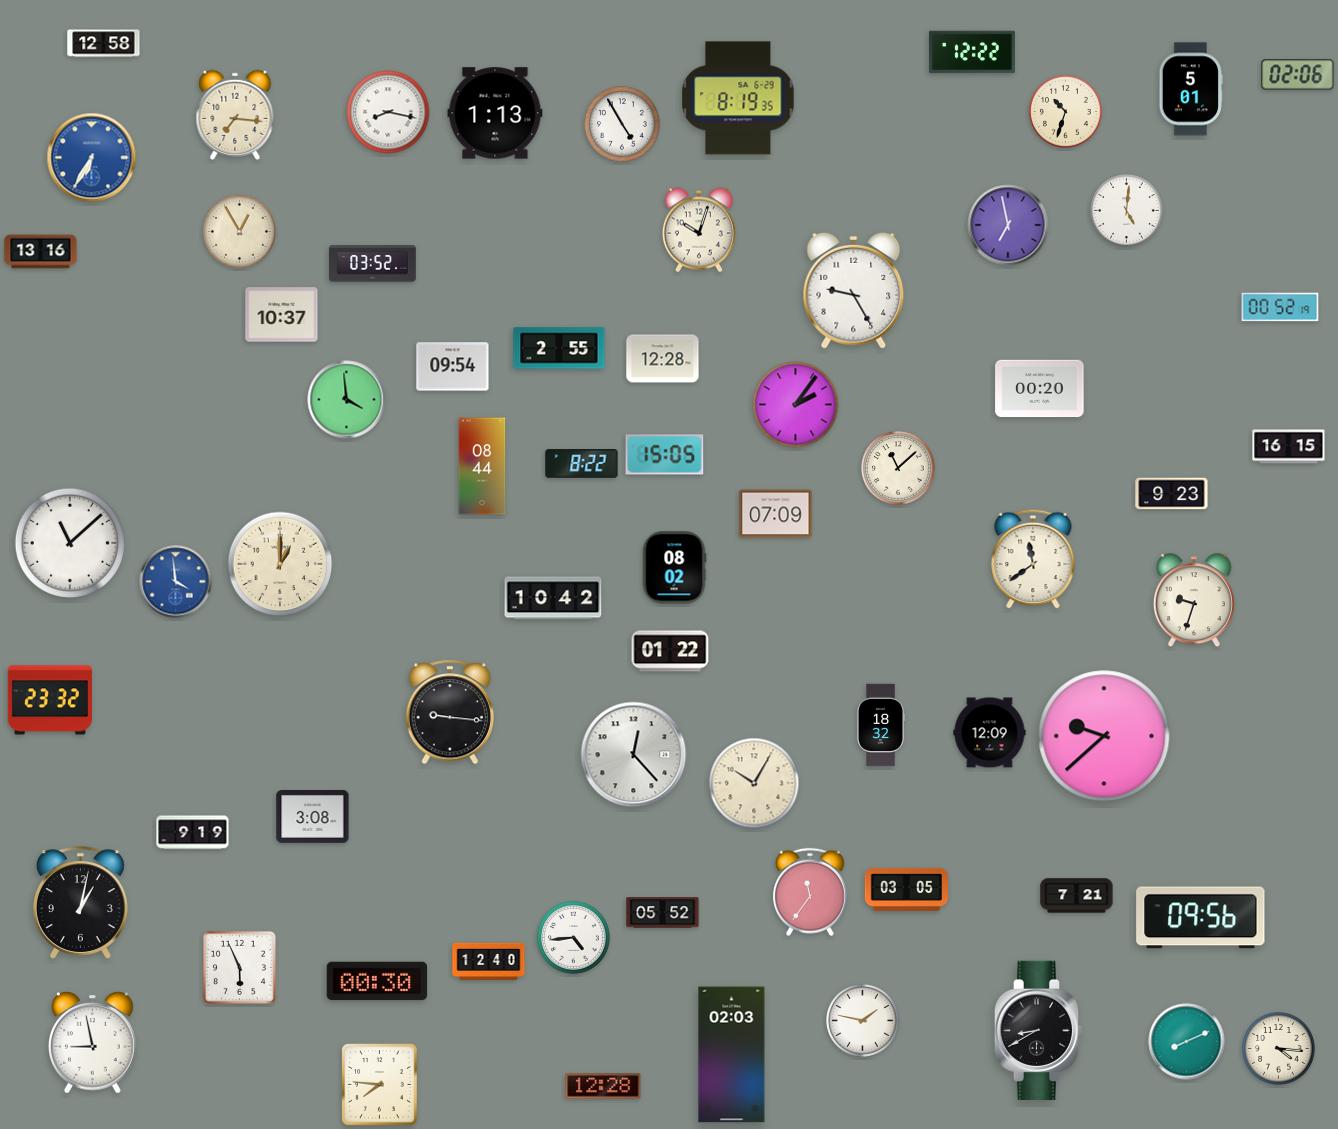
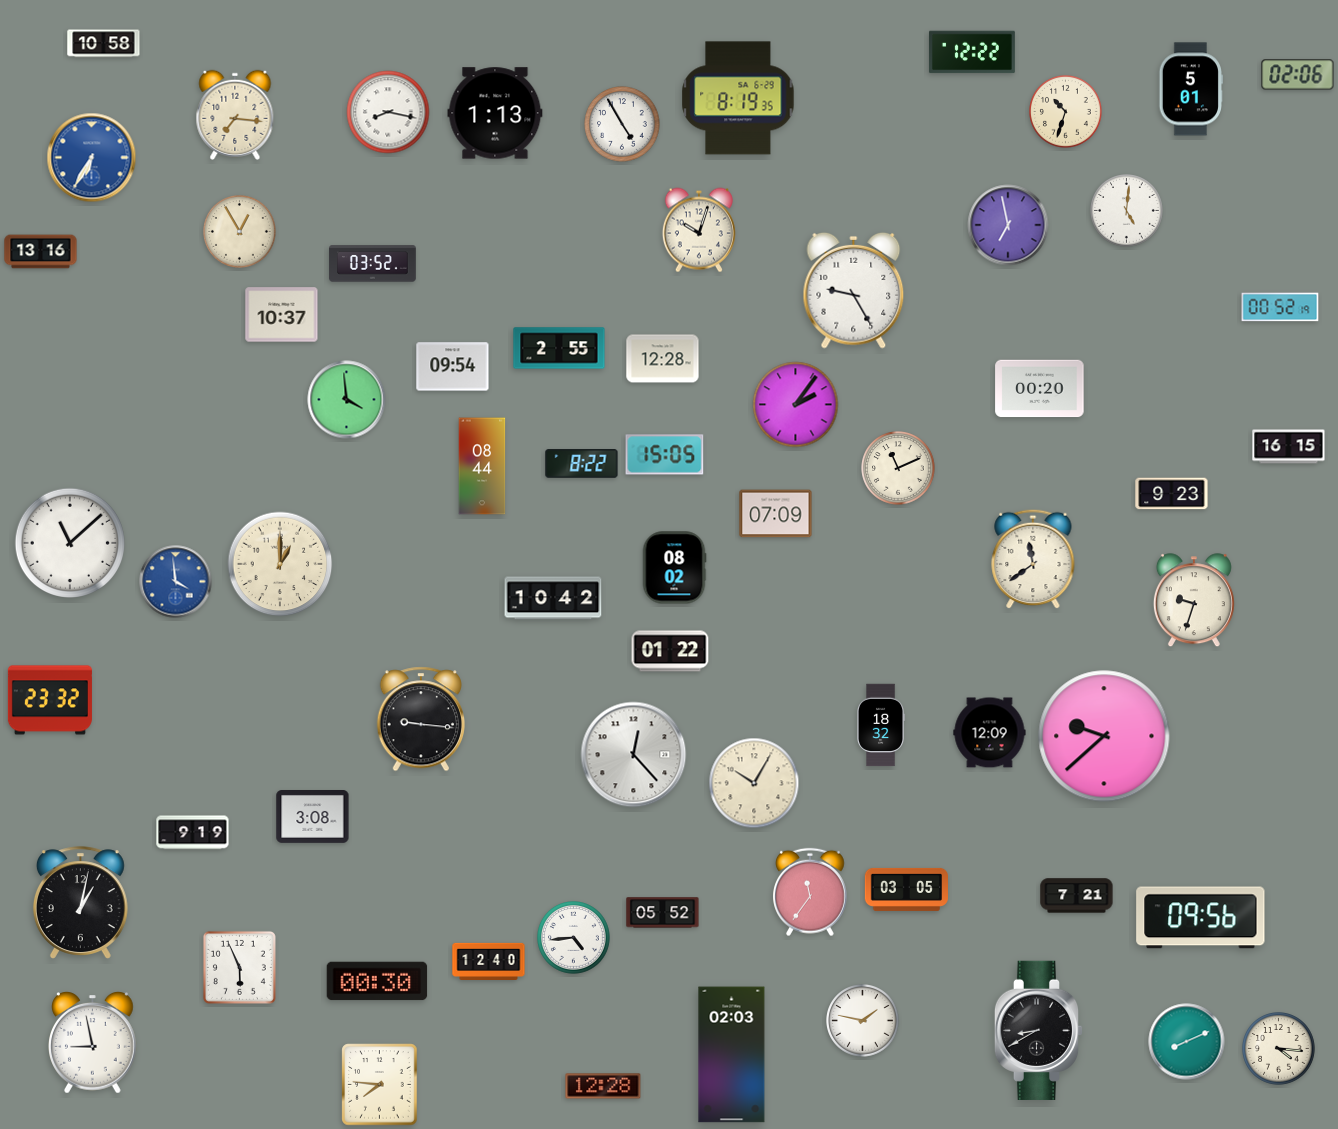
clock at (104, 44): 12:58 -> 10:58
clock at (898, 468): 11:08 -> 11:11
clock at (449, 712) position: (449, 712) -> (420, 719)
